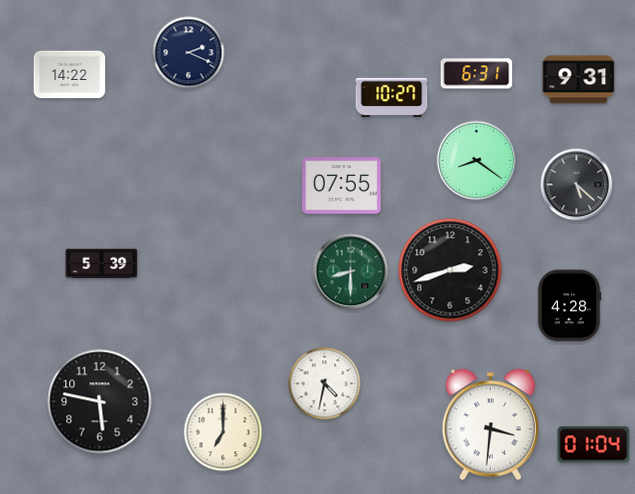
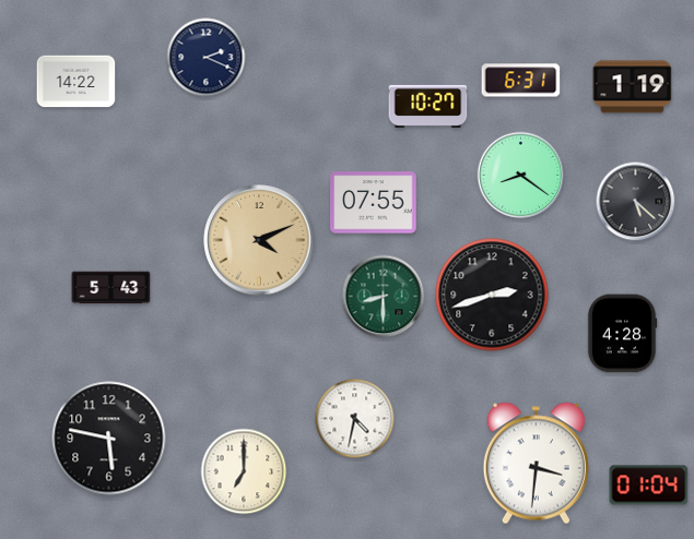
clock at (579, 80): 9:31 -> 1:19
clock at (577, 185) position: (577, 185) -> (636, 202)
clock at (259, 240): none -> 4:11
clock at (102, 264): 5:39 -> 5:43
